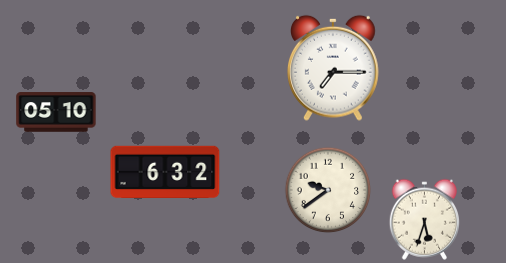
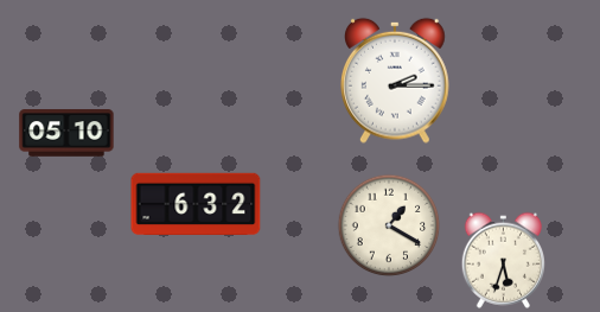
clock at (334, 68): 7:15 -> 2:15
clock at (328, 190): 9:39 -> 1:20
